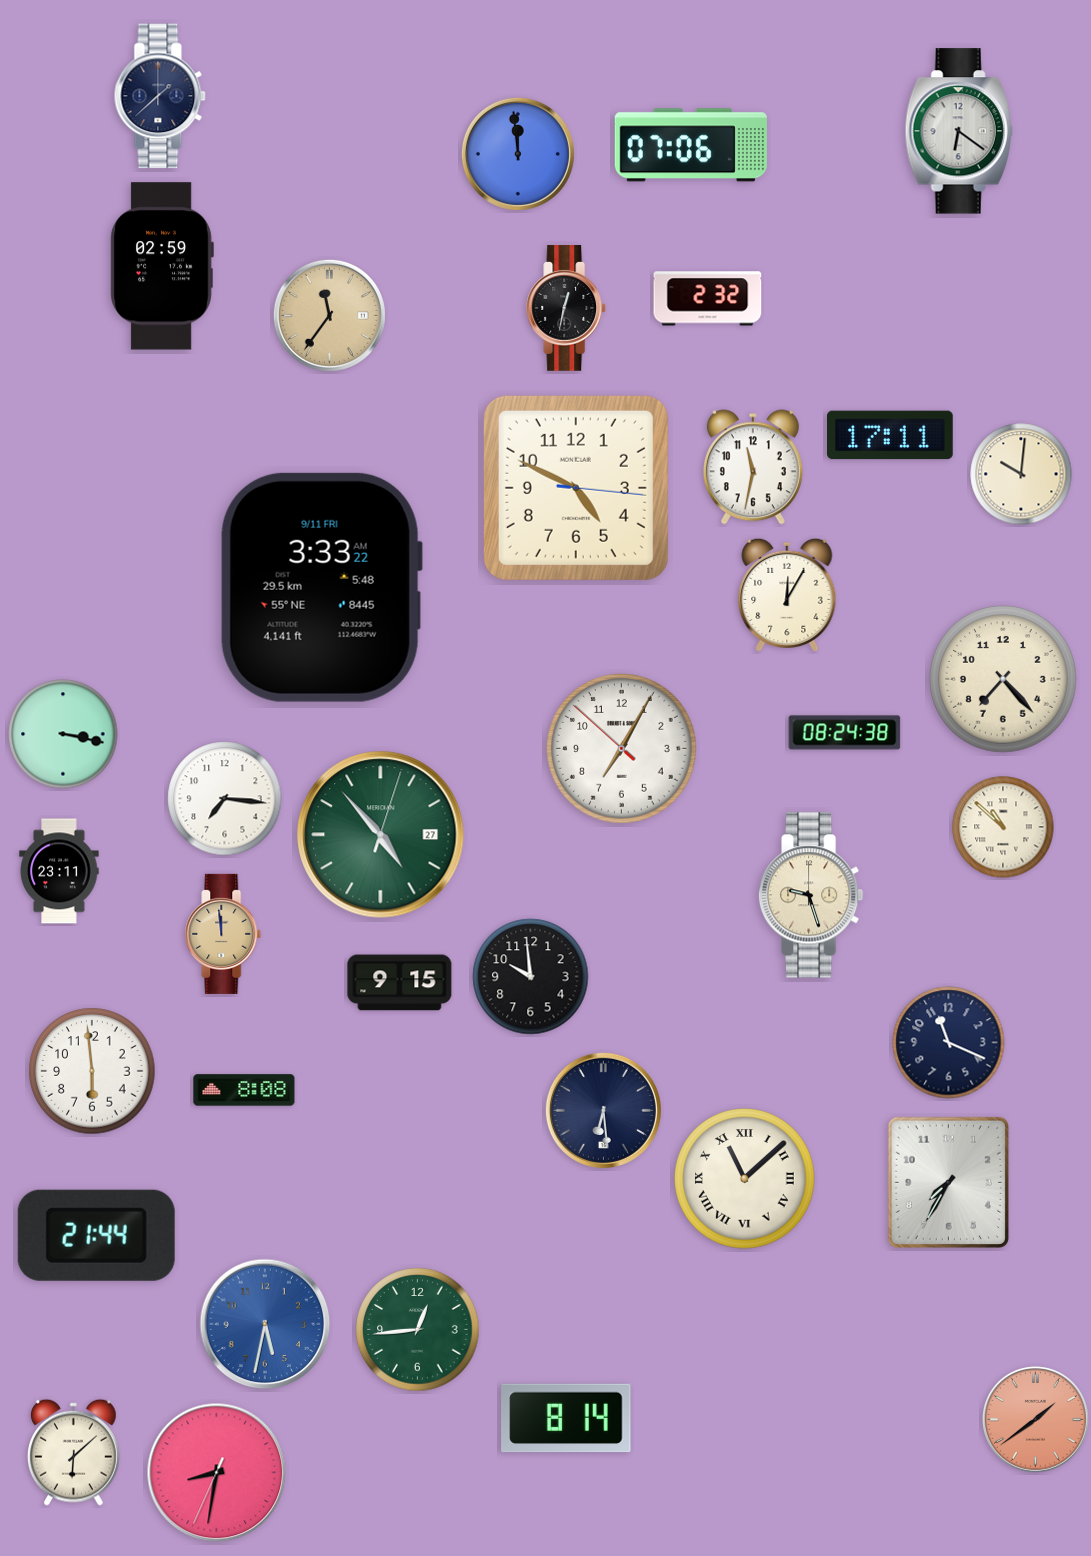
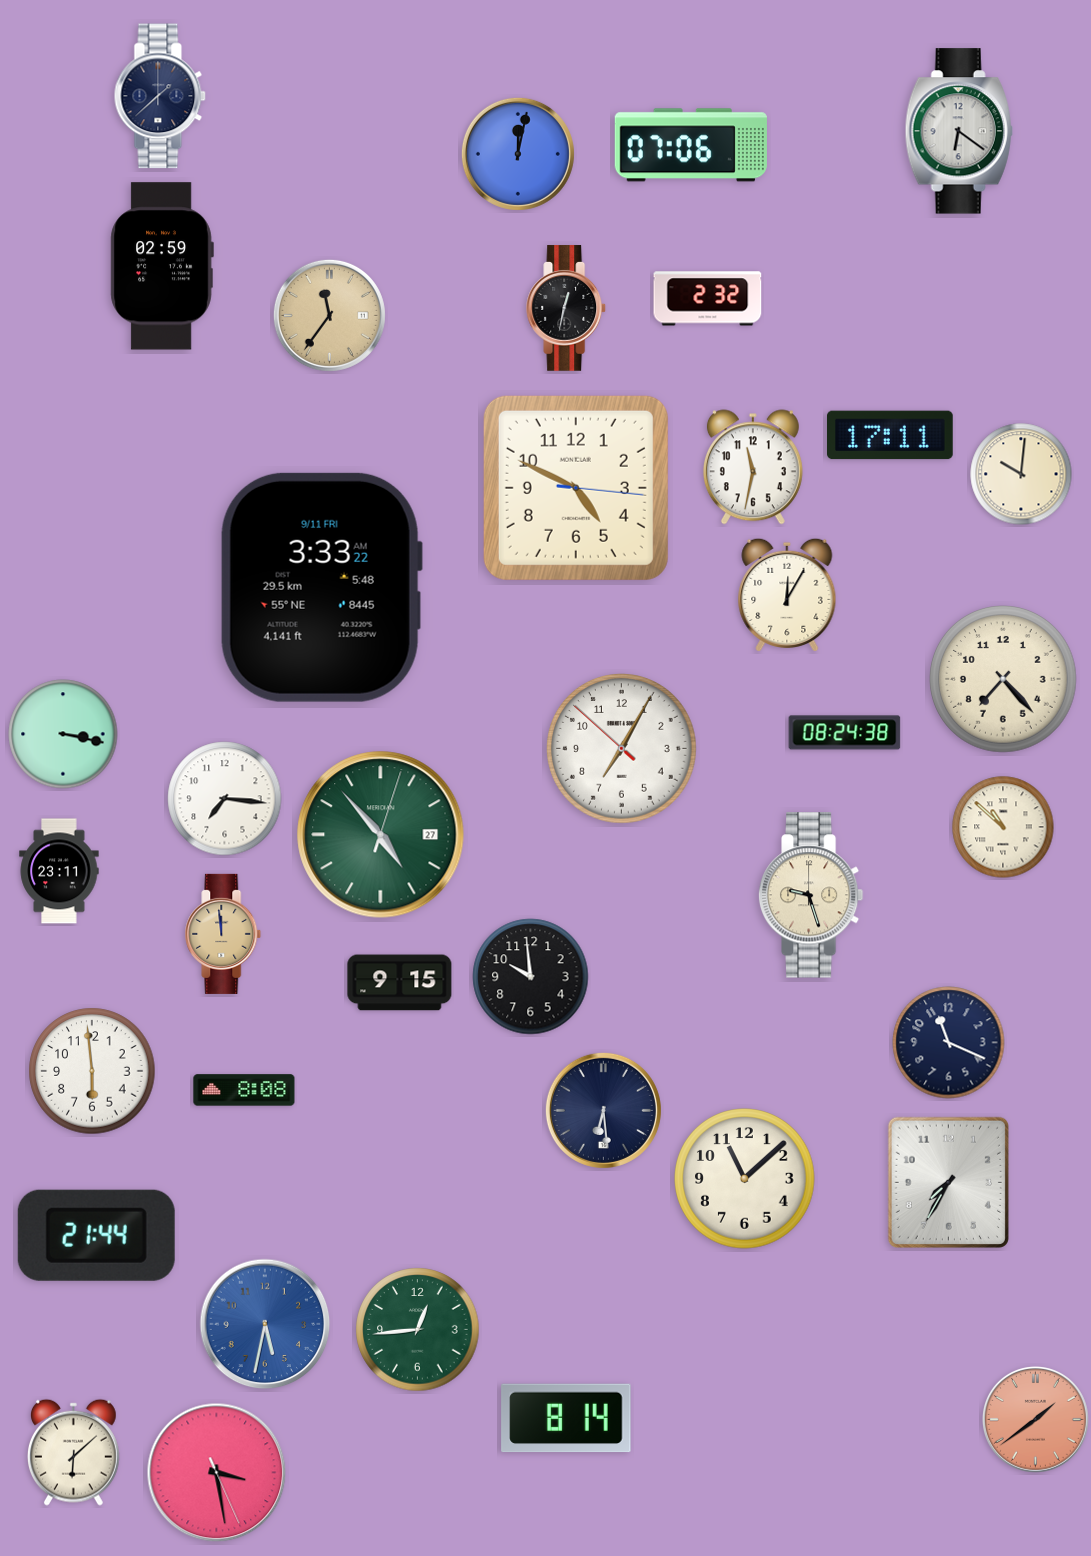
clock at (518, 154): 11:59 -> 12:02
clock at (745, 1179) numerals: Roman -> Arabic
clock at (217, 1473): 8:31 -> 3:28
